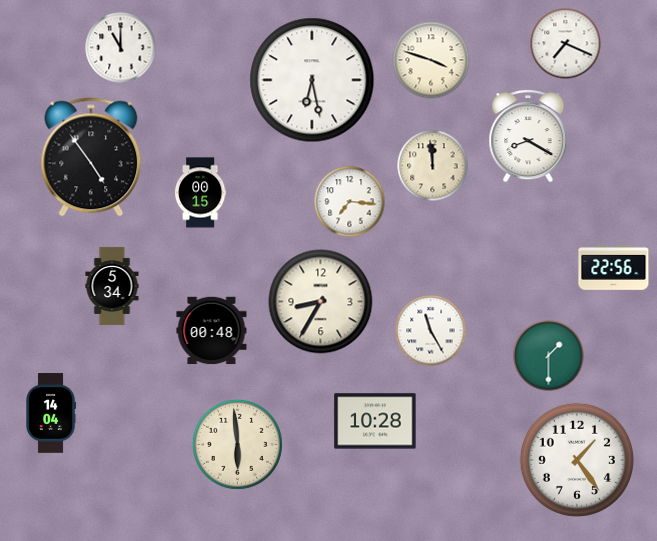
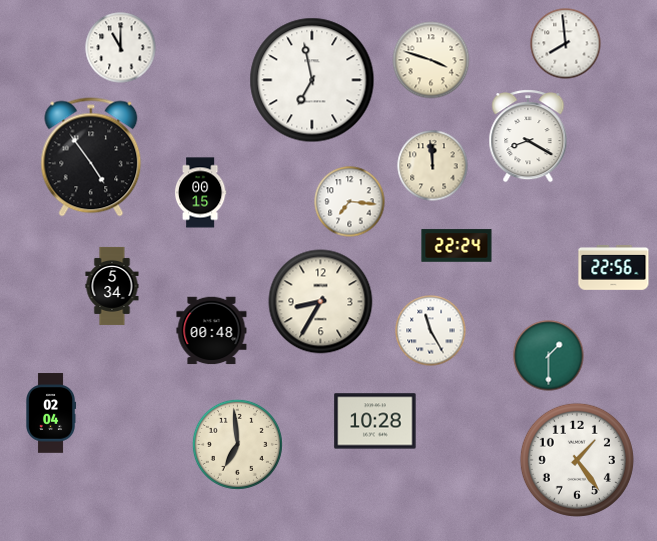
clock at (566, 44): 7:19 -> 7:59
clock at (312, 80): 6:28 -> 6:58
clock at (457, 246): none -> 22:24
clock at (52, 413): 14:04 -> 02:04
clock at (237, 444): 5:59 -> 6:59
